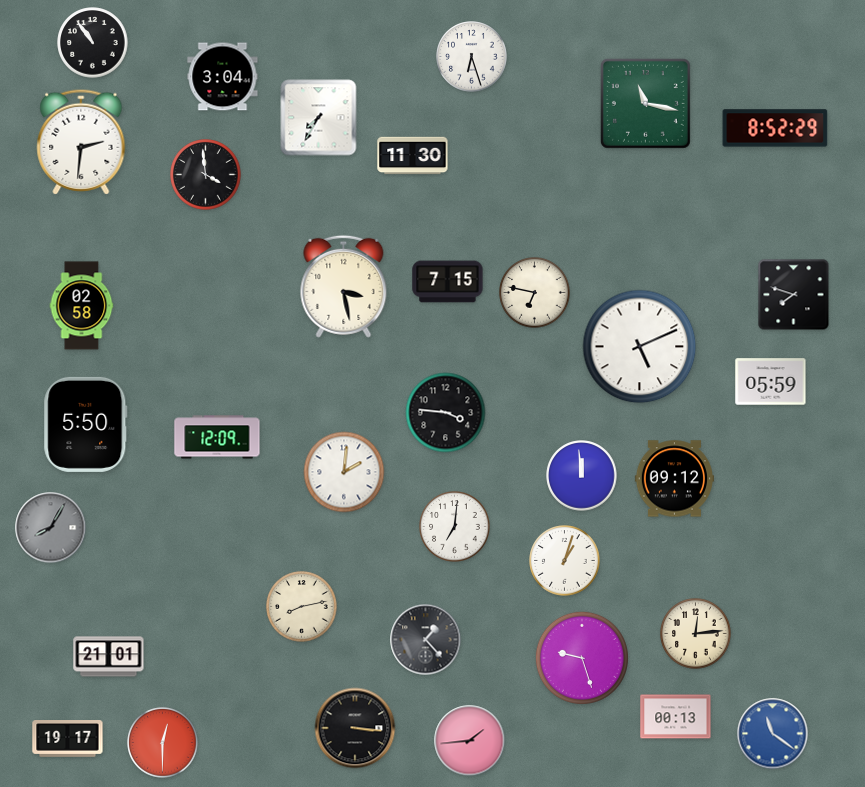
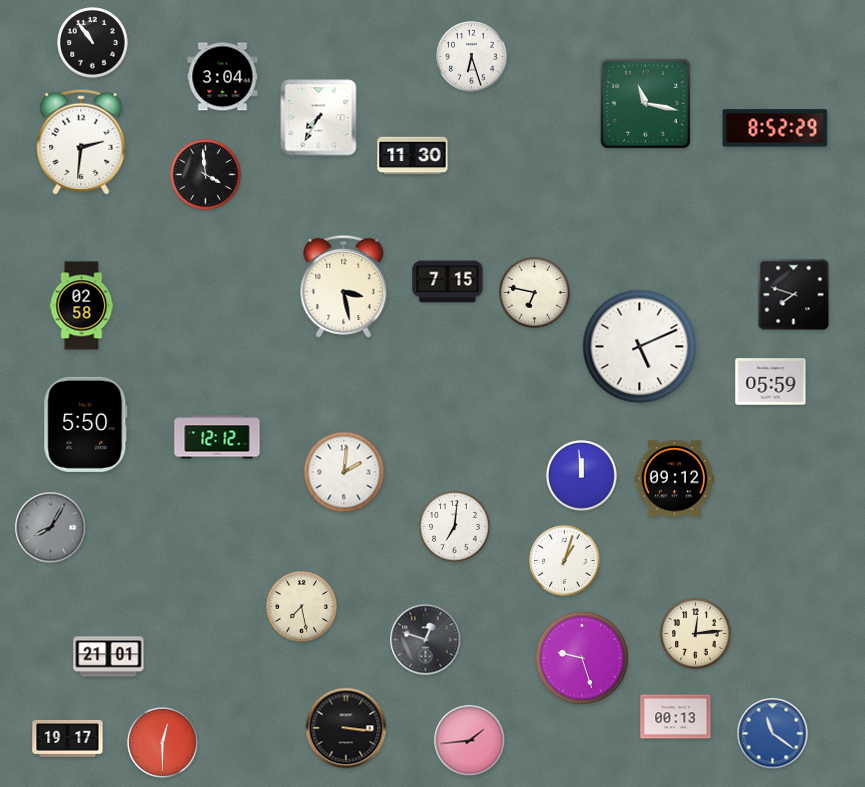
clock at (446, 413): 3:46 -> none
clock at (217, 437): 12:09 -> 12:12
clock at (302, 607): 8:13 -> 7:28
clock at (426, 640): 1:23 -> 12:48
clock at (355, 728) position: (355, 728) -> (346, 728)
